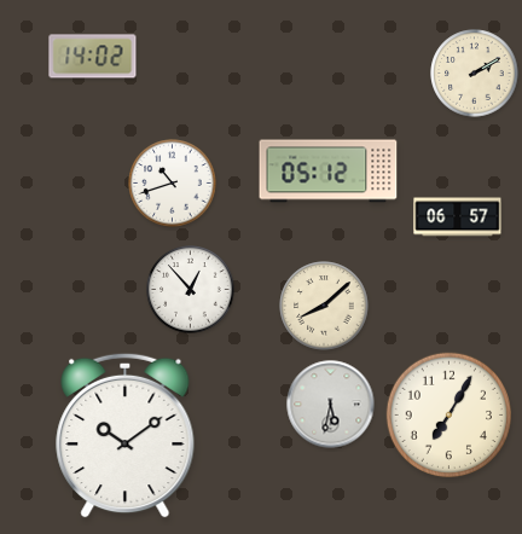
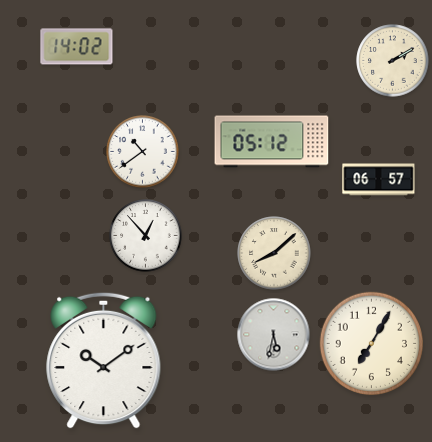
clock at (173, 184): 10:42 -> 10:39
clock at (191, 290) position: (191, 290) -> (146, 236)
clock at (324, 306) position: (324, 306) -> (274, 253)
